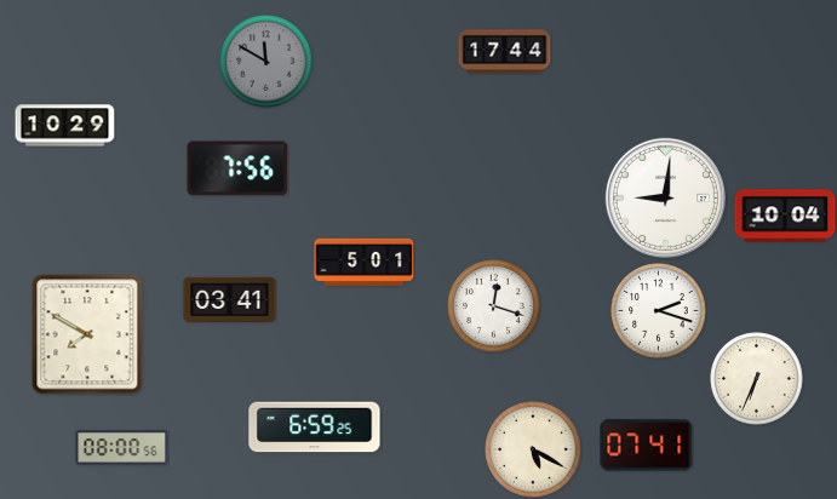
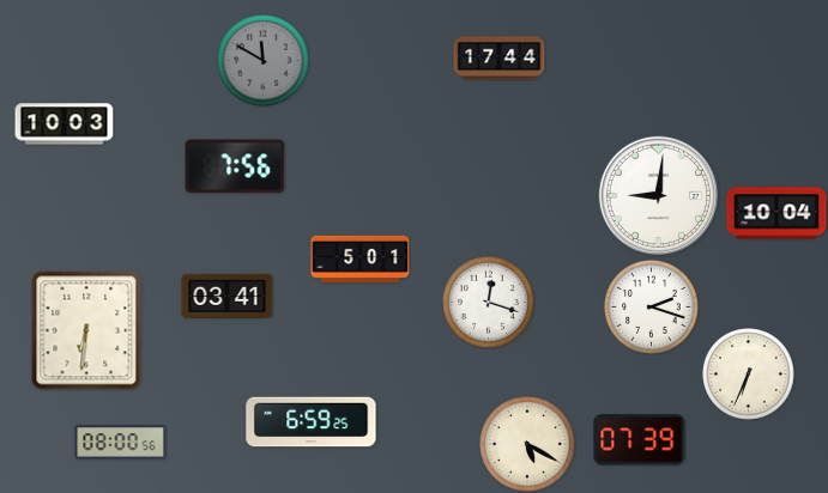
clock at (505, 52) position: (505, 52) -> (500, 59)
clock at (65, 126): 10:29 -> 10:03
clock at (87, 334): 7:50 -> 6:31
clock at (647, 446): 07:41 -> 07:39
